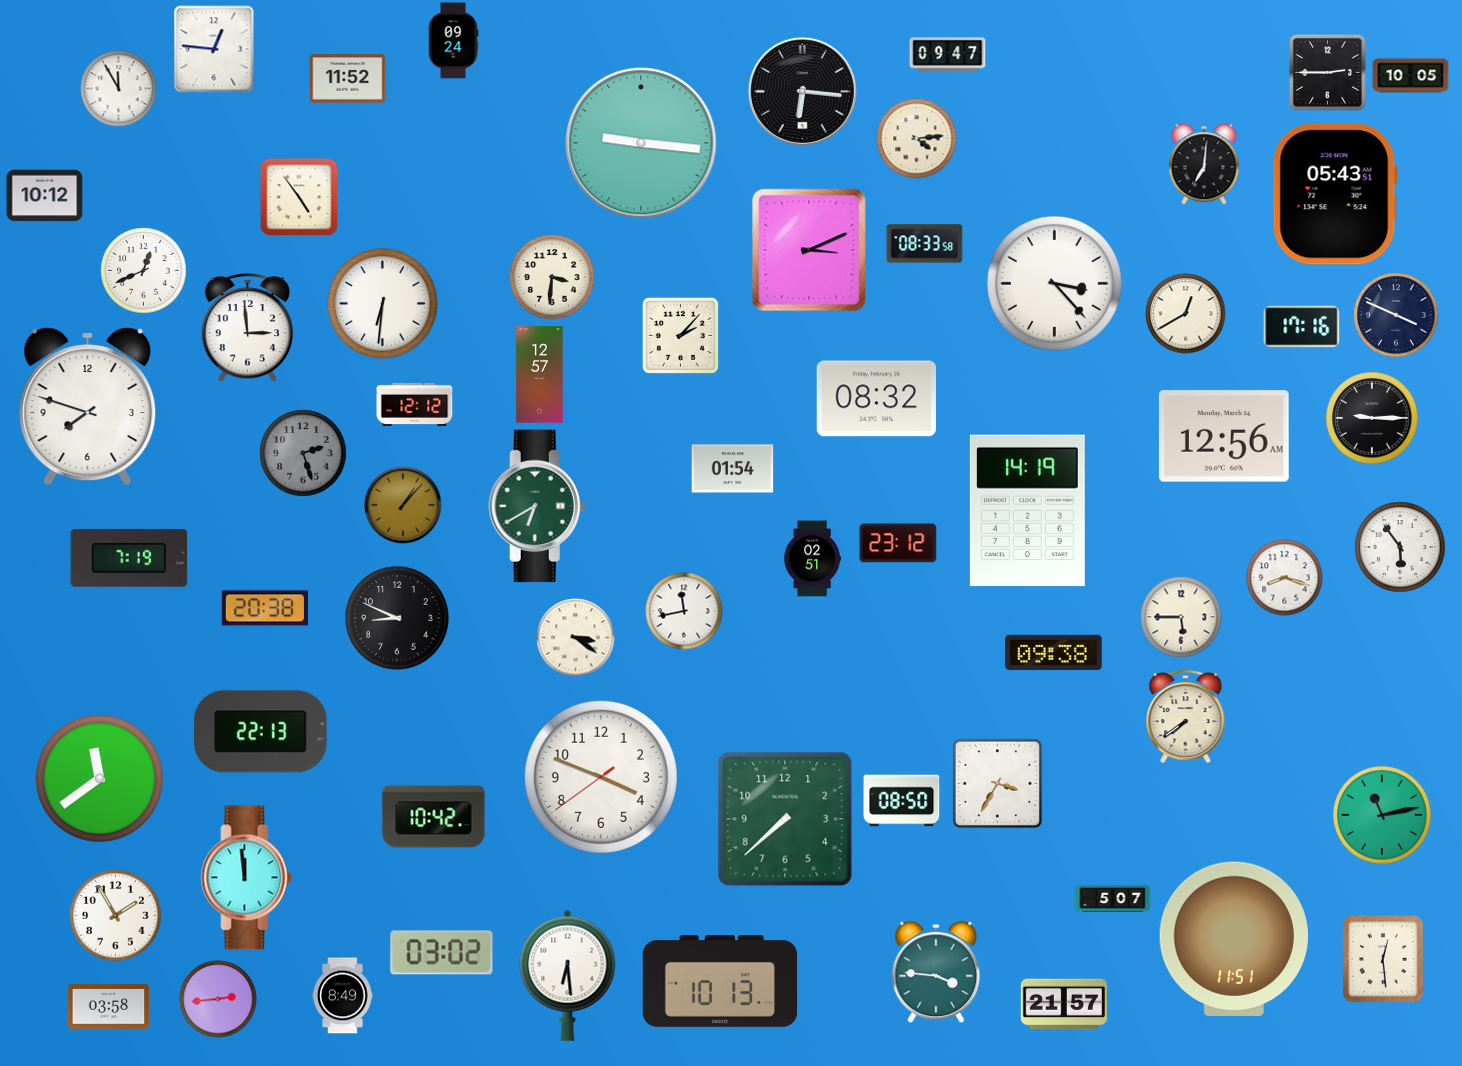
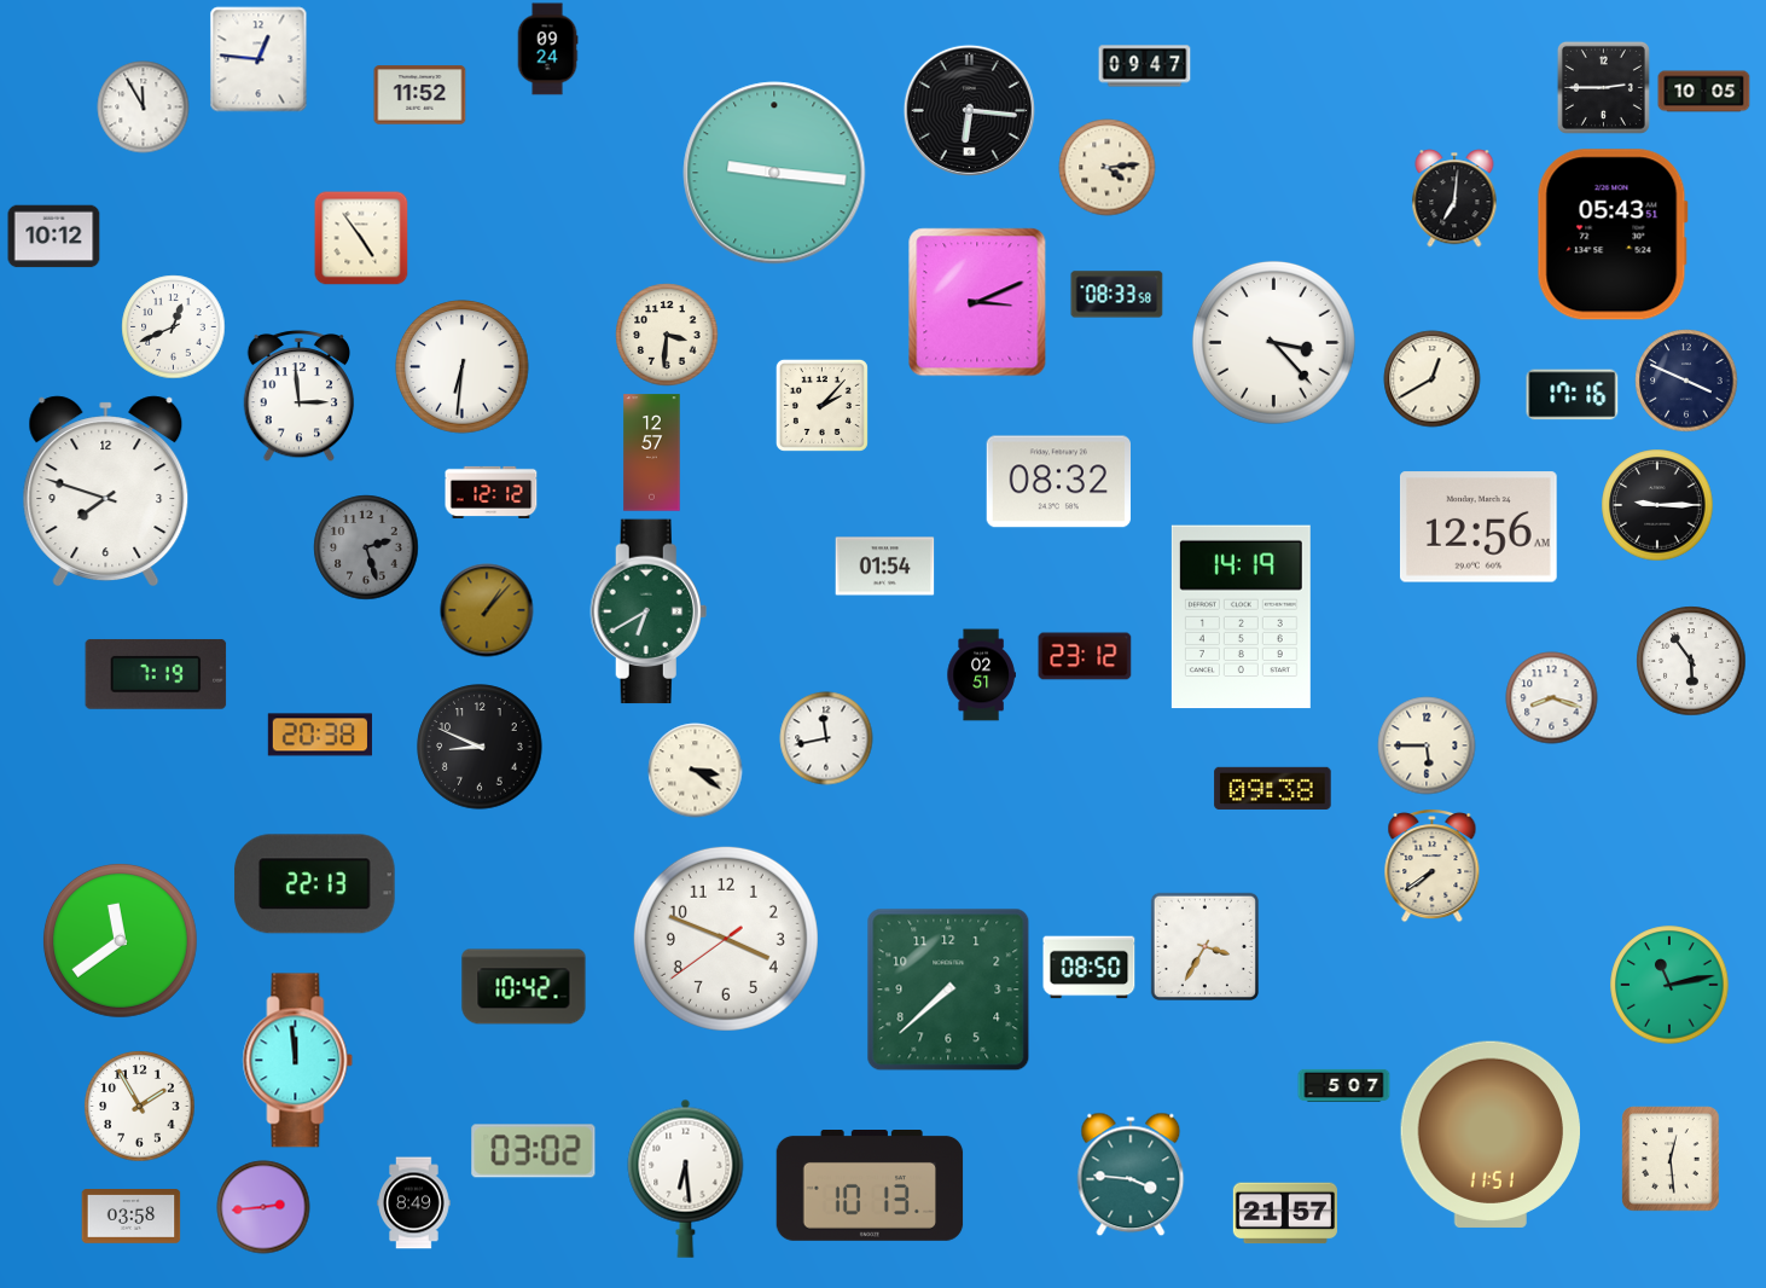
clock at (415, 404) position: (415, 404) -> (492, 492)
